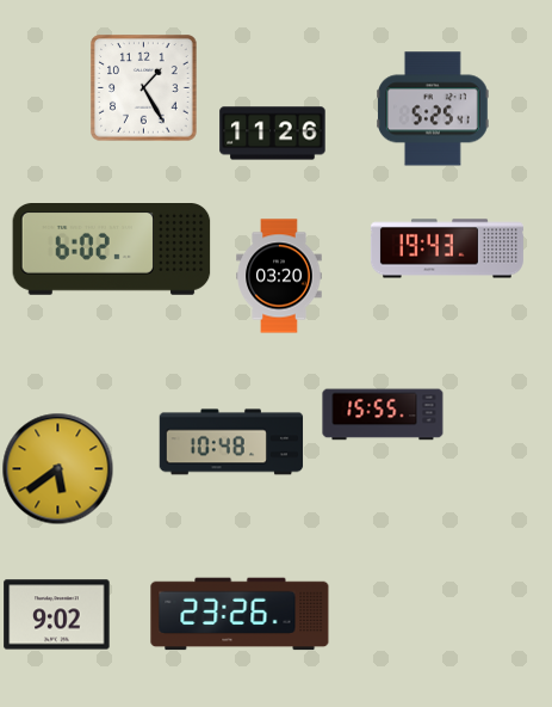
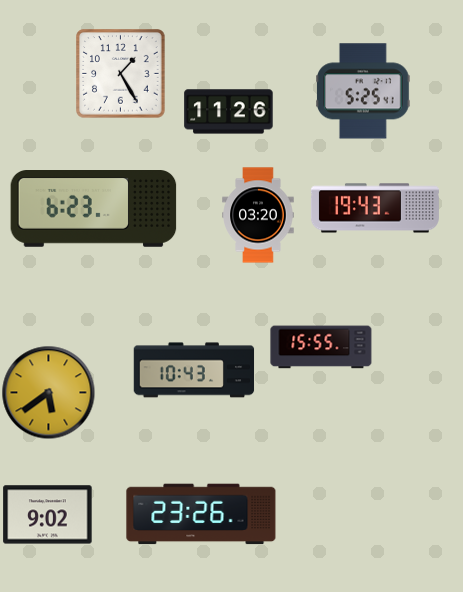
clock at (112, 250): 6:02 -> 6:23
clock at (279, 276) position: (279, 276) -> (258, 215)
clock at (231, 442): 10:48 -> 10:43
